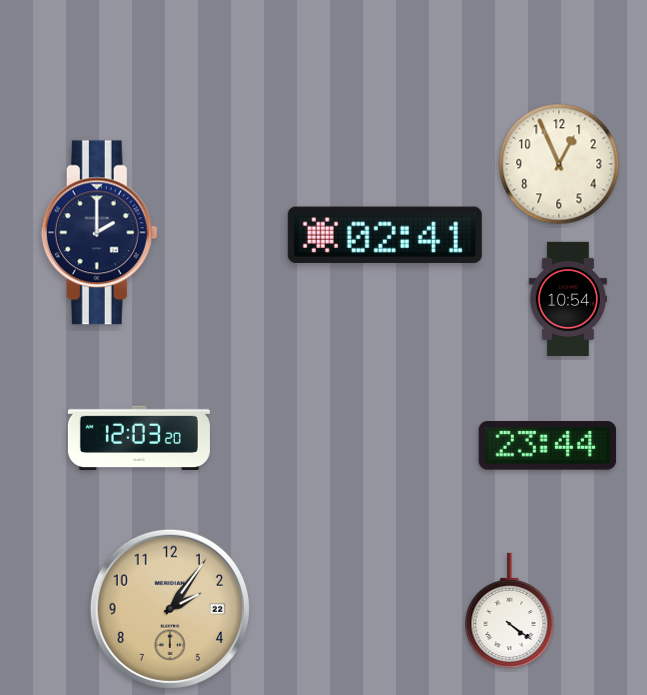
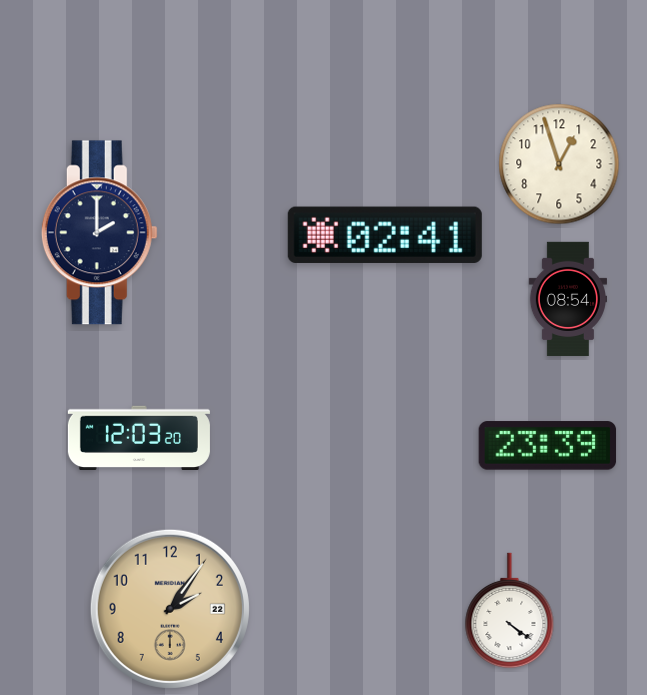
clock at (559, 164): 12:56 -> 12:57
clock at (567, 298): 10:54 -> 08:54
clock at (548, 446): 23:44 -> 23:39
